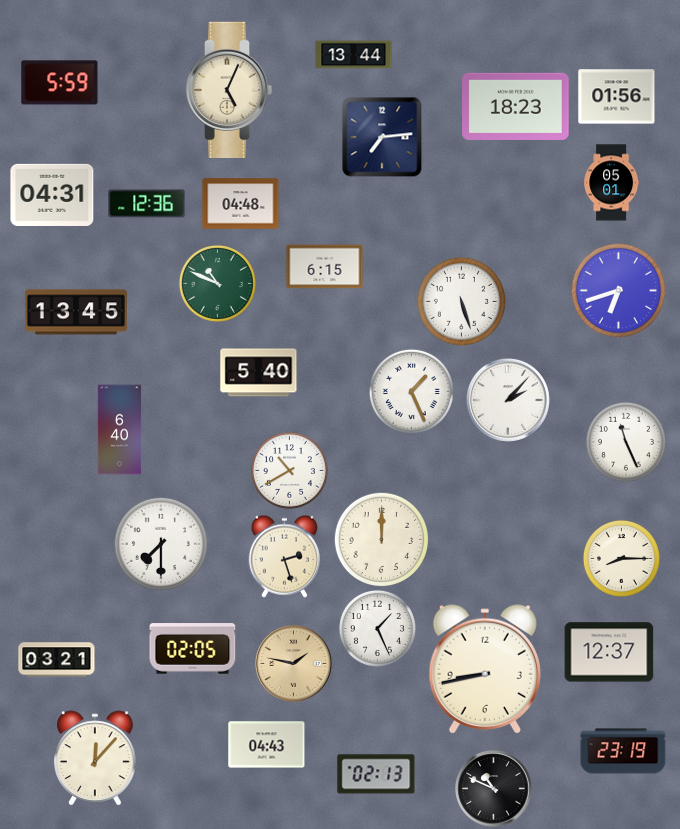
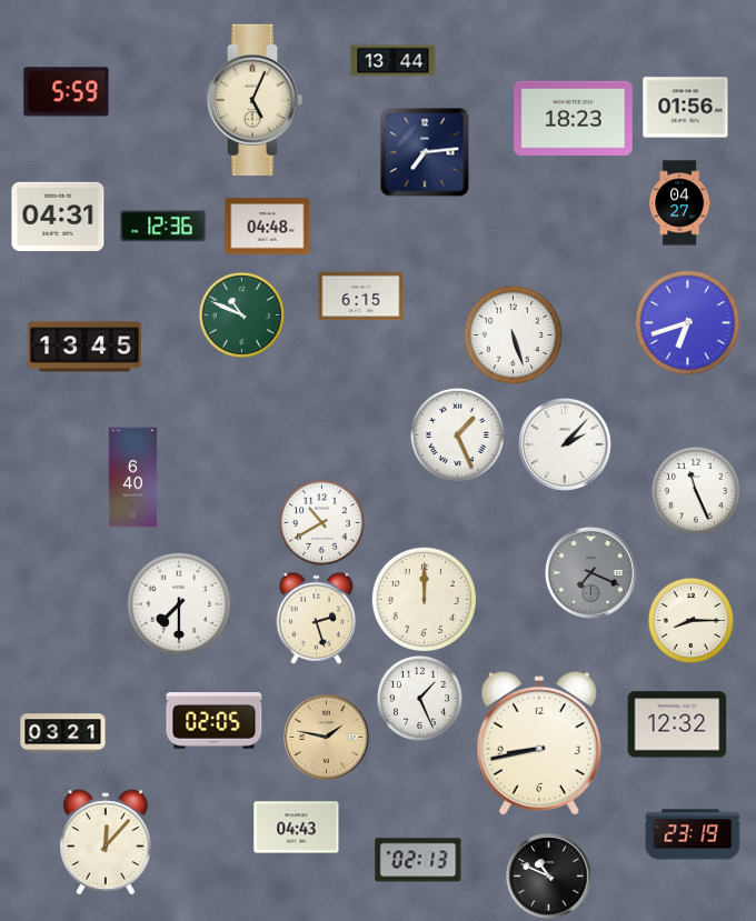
clock at (612, 183): 05:01 -> 04:27
clock at (259, 373): 5:40 -> none
clock at (590, 572): none -> 7:19
clock at (609, 652): 12:37 -> 12:32
